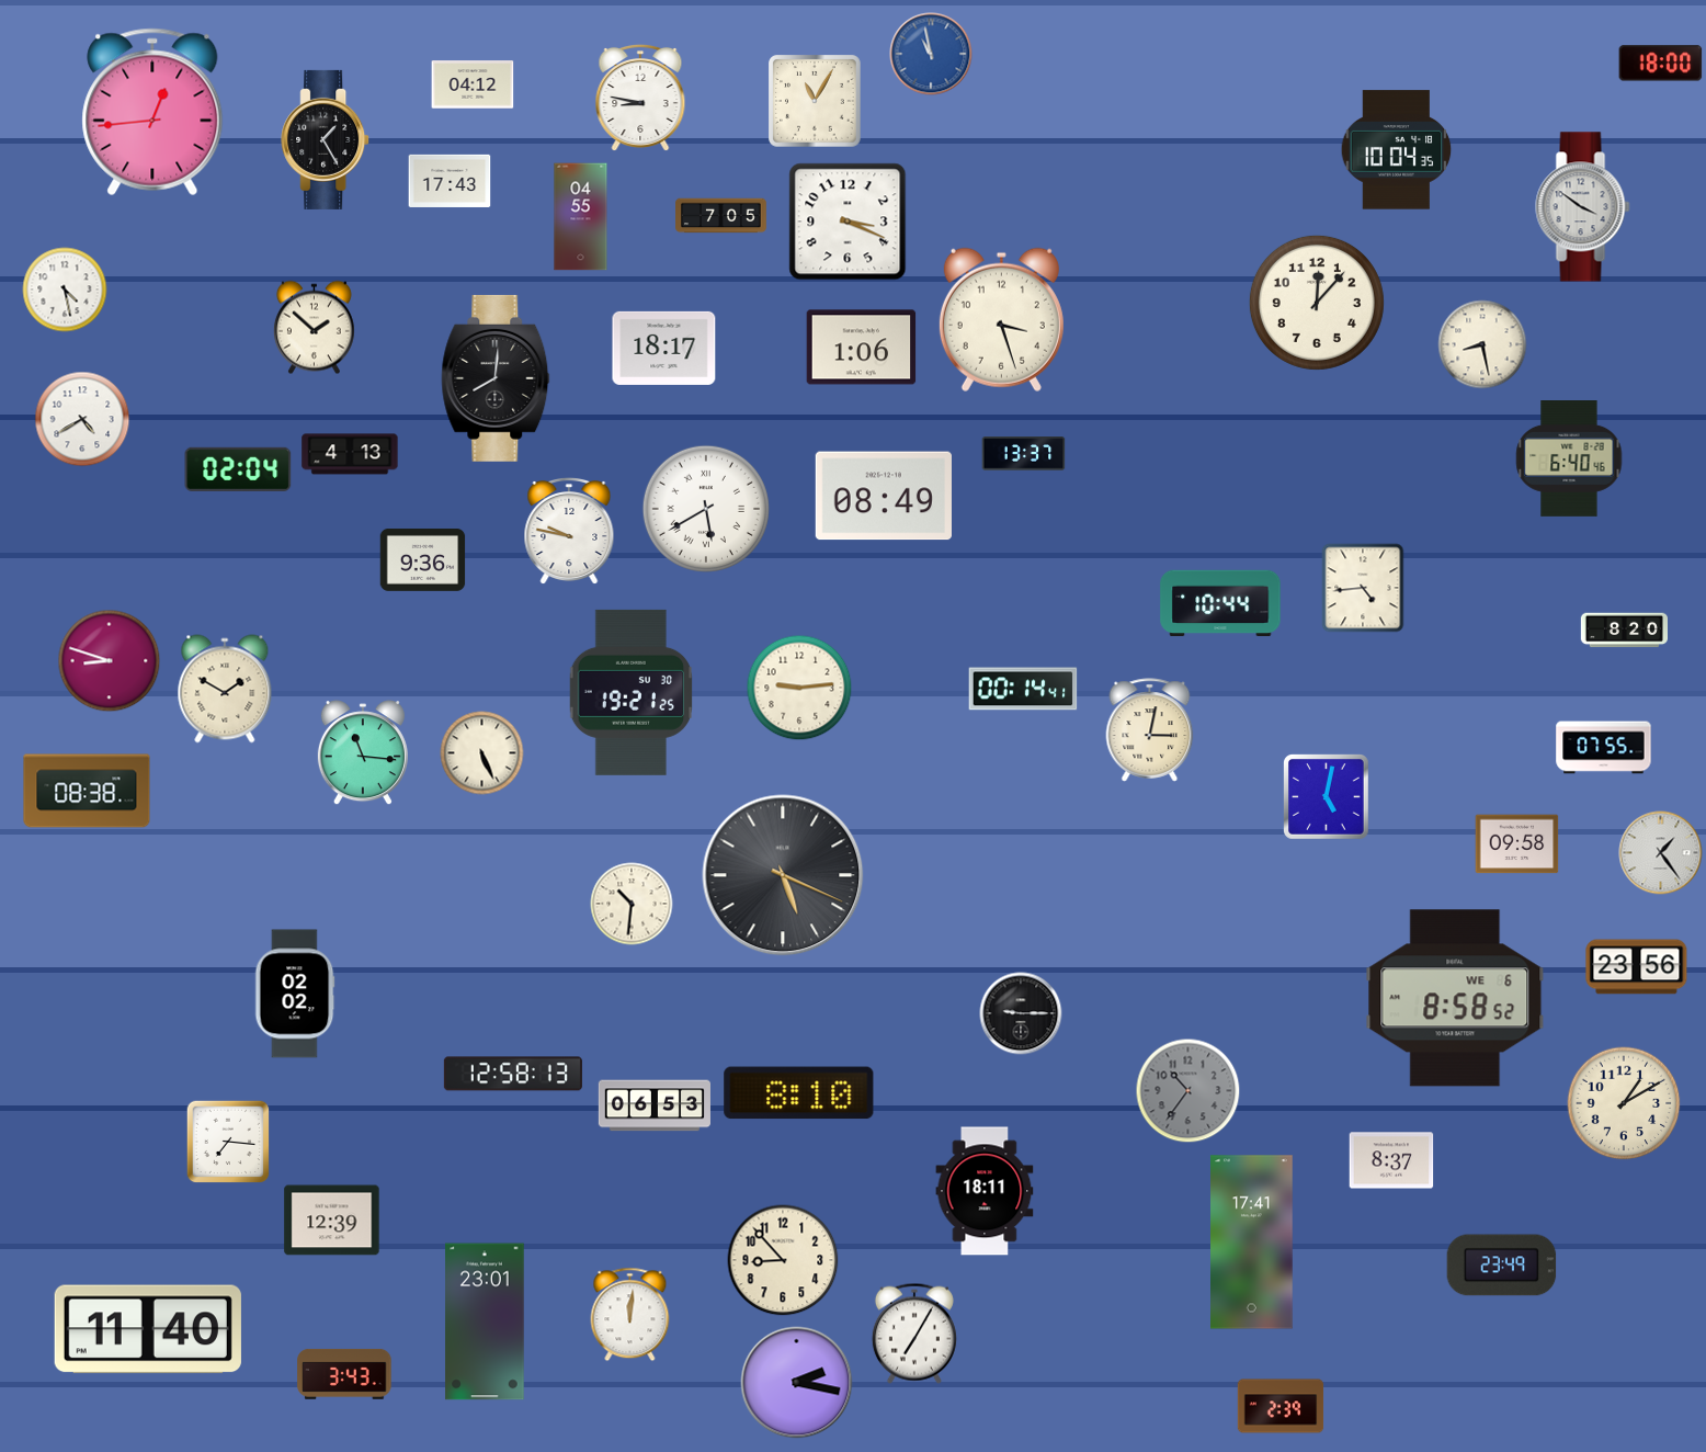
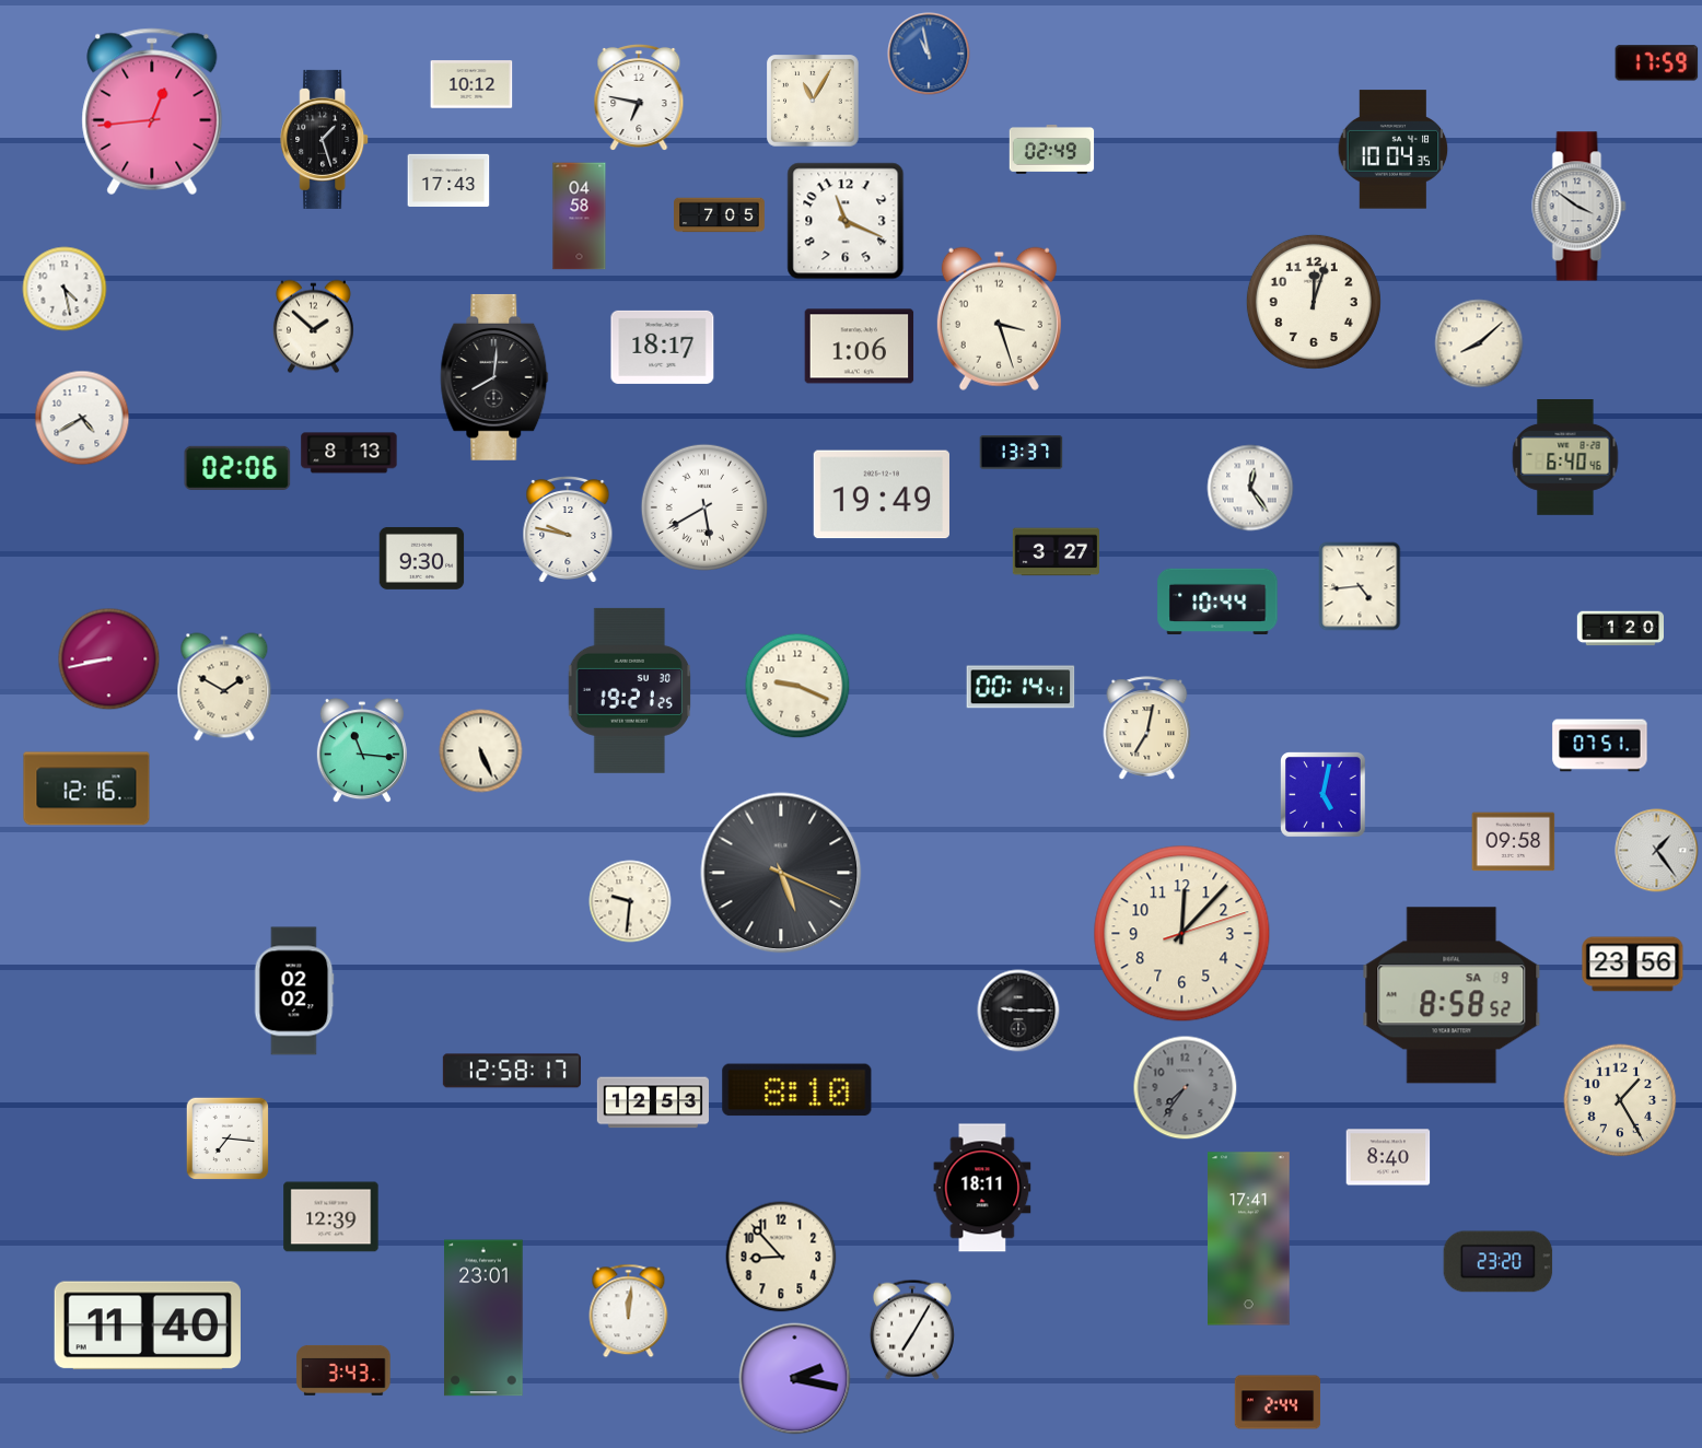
clock at (1661, 64): 18:00 -> 17:59
clock at (473, 84): 04:12 -> 10:12
clock at (640, 97): 8:47 -> 6:47
clock at (326, 139): 1:25 -> 1:27
clock at (1052, 150): none -> 02:49
clock at (581, 217): 04:55 -> 04:58
clock at (848, 222): 3:19 -> 11:19
clock at (1317, 303): 12:07 -> 12:03
clock at (1482, 344): 8:28 -> 8:08
clock at (350, 454): 4:13 -> 8:13
clock at (238, 469): 02:04 -> 02:06
clock at (1250, 488): none -> 12:24
clock at (884, 496): 08:49 -> 19:49
clock at (1056, 552): none -> 3:27
clock at (423, 559): 9:36 -> 9:30
clock at (1624, 631): 8:20 -> 1:20
clock at (110, 661): 8:48 -> 8:43
clock at (799, 688): 9:14 -> 9:19
clock at (1150, 730): 3:02 -> 7:02
clock at (1604, 748): 07:55 -> 07:51
clock at (87, 791): 08:38 -> 12:16
clock at (632, 904): 10:31 -> 9:31
clock at (1182, 934): none -> 12:07
clock at (1455, 998) date: WE 6 -> SA 9
clock at (513, 1074): 12:58:13 -> 12:58:17
clock at (1188, 1091): 10:36 -> 7:36
clock at (1624, 1103): 1:10 -> 1:25
clock at (655, 1105): 06:53 -> 12:53
clock at (1391, 1160): 8:37 -> 8:40
clock at (1502, 1266): 23:49 -> 23:20
clock at (1281, 1406): 2:39 -> 2:44
